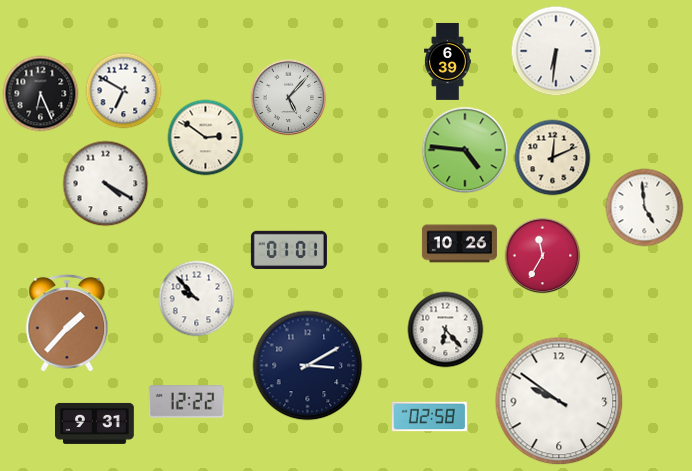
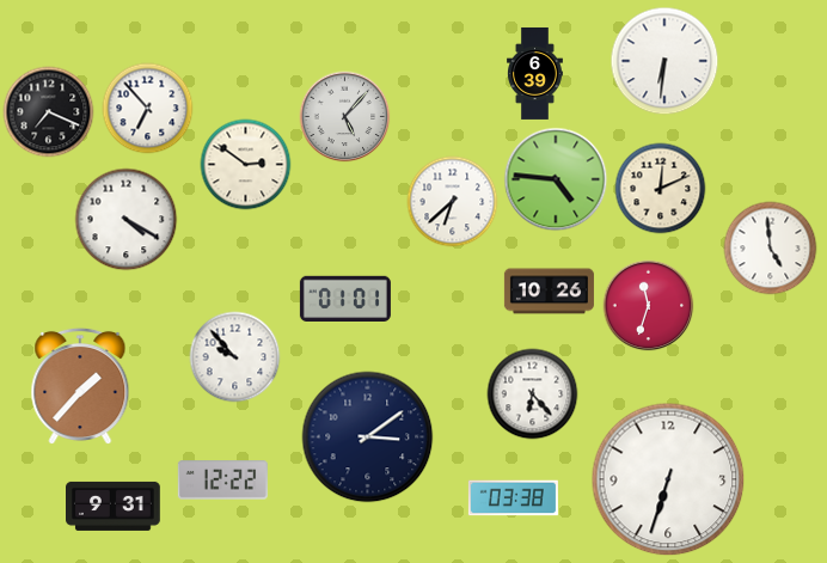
clock at (124, 91): 6:50 -> 6:53
clock at (41, 94): 6:26 -> 7:19
clock at (453, 202): none -> 6:38
clock at (543, 256): 11:35 -> 11:33
clock at (308, 366): 3:10 -> 3:09
clock at (559, 401): 9:51 -> 6:33
clock at (429, 417): 02:58 -> 03:38
